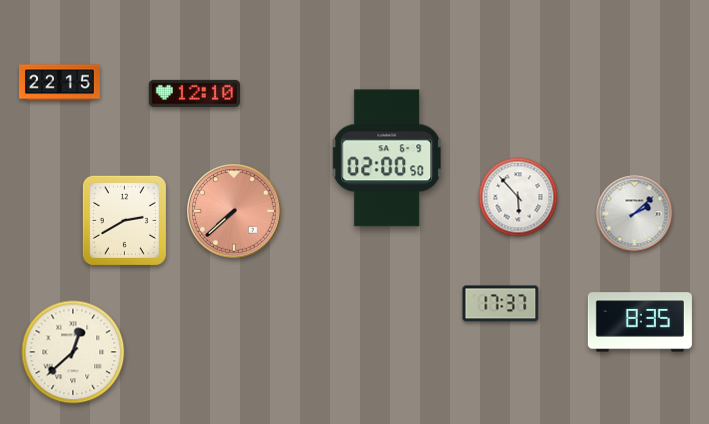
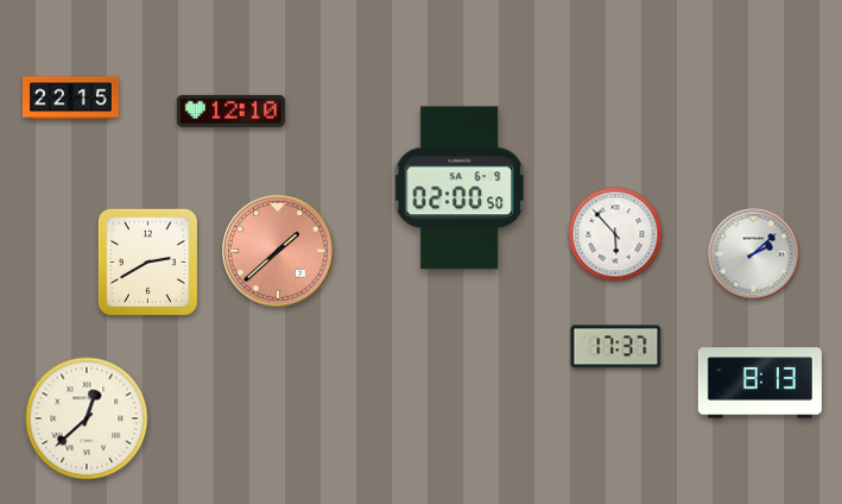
clock at (234, 211): 7:38 -> 1:38
clock at (501, 304) position: (501, 304) -> (616, 347)
clock at (640, 322): 8:35 -> 8:13
